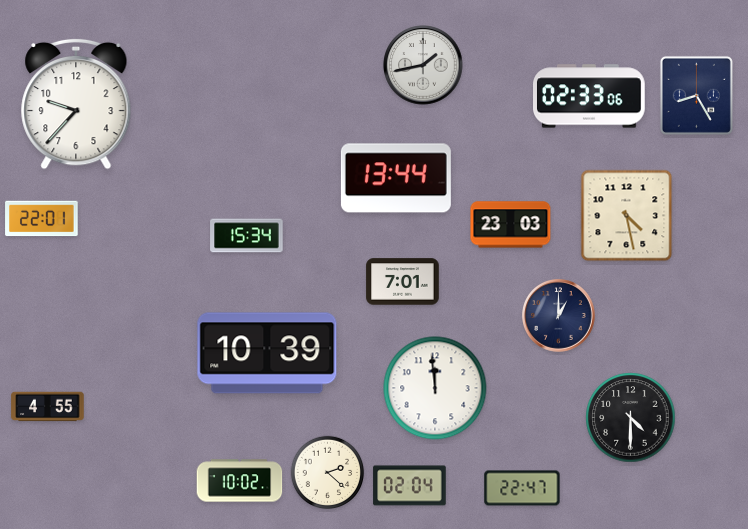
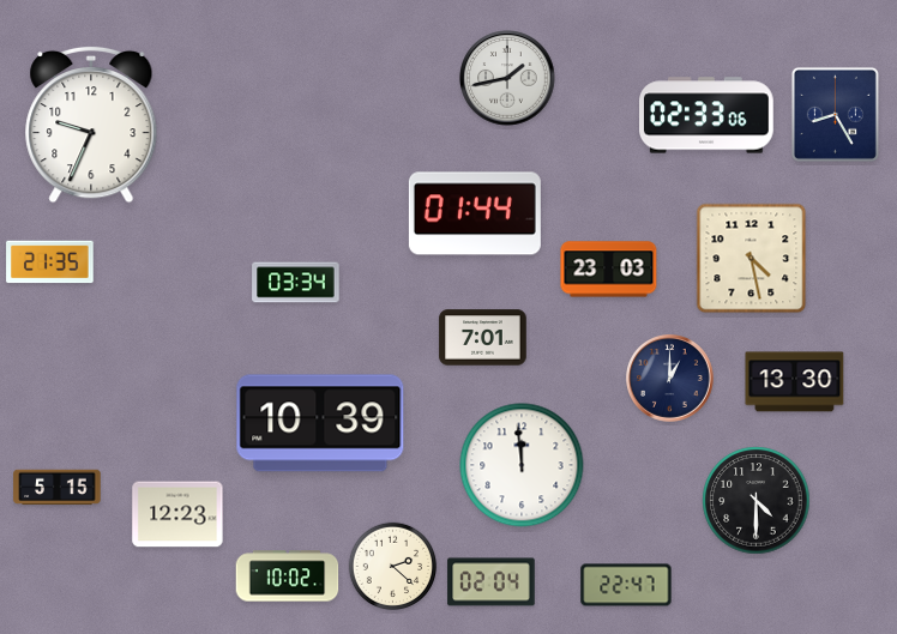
clock at (76, 104): 9:37 -> 9:34
clock at (396, 178): 13:44 -> 01:44
clock at (42, 219): 22:01 -> 21:35
clock at (511, 225) position: (511, 225) -> (609, 270)
clock at (247, 236): 15:34 -> 03:34
clock at (795, 382): none -> 13:30
clock at (48, 407): 4:55 -> 5:15
clock at (177, 514): none -> 12:23
